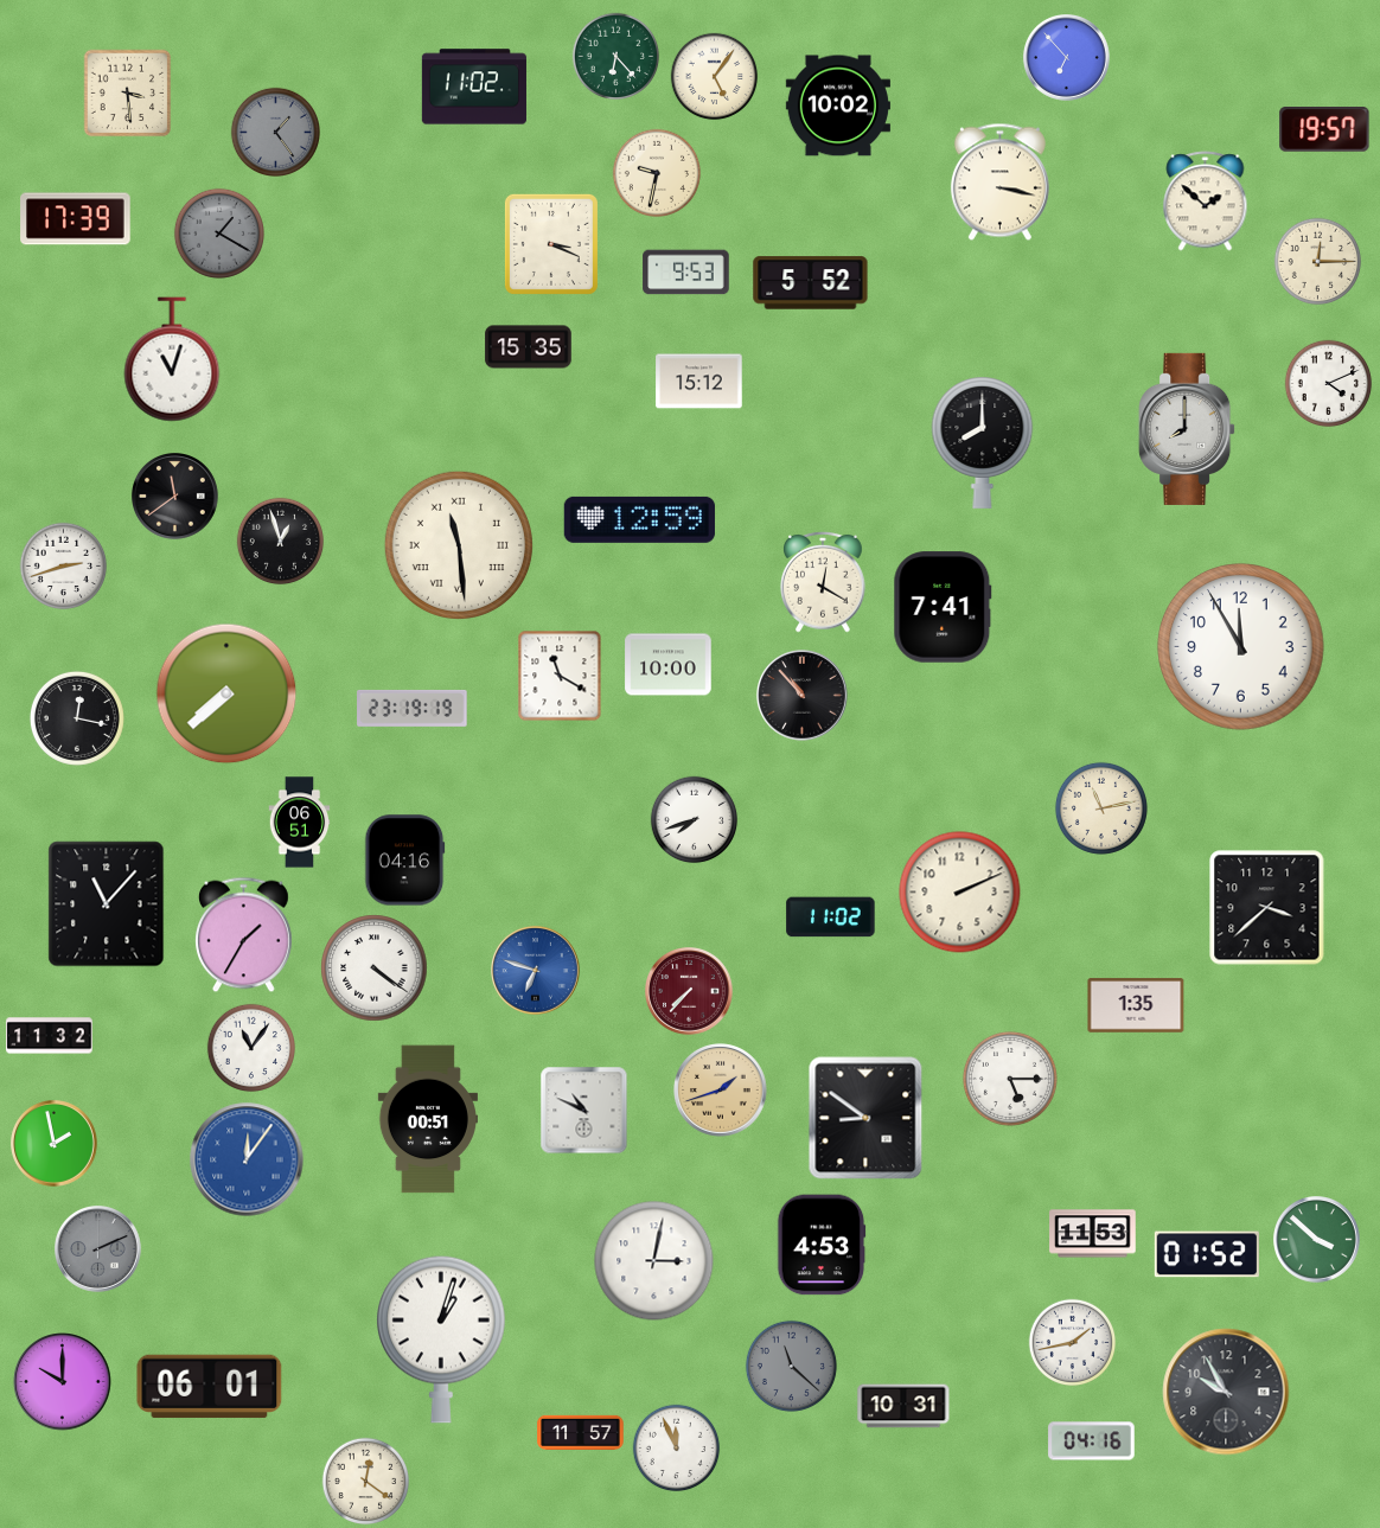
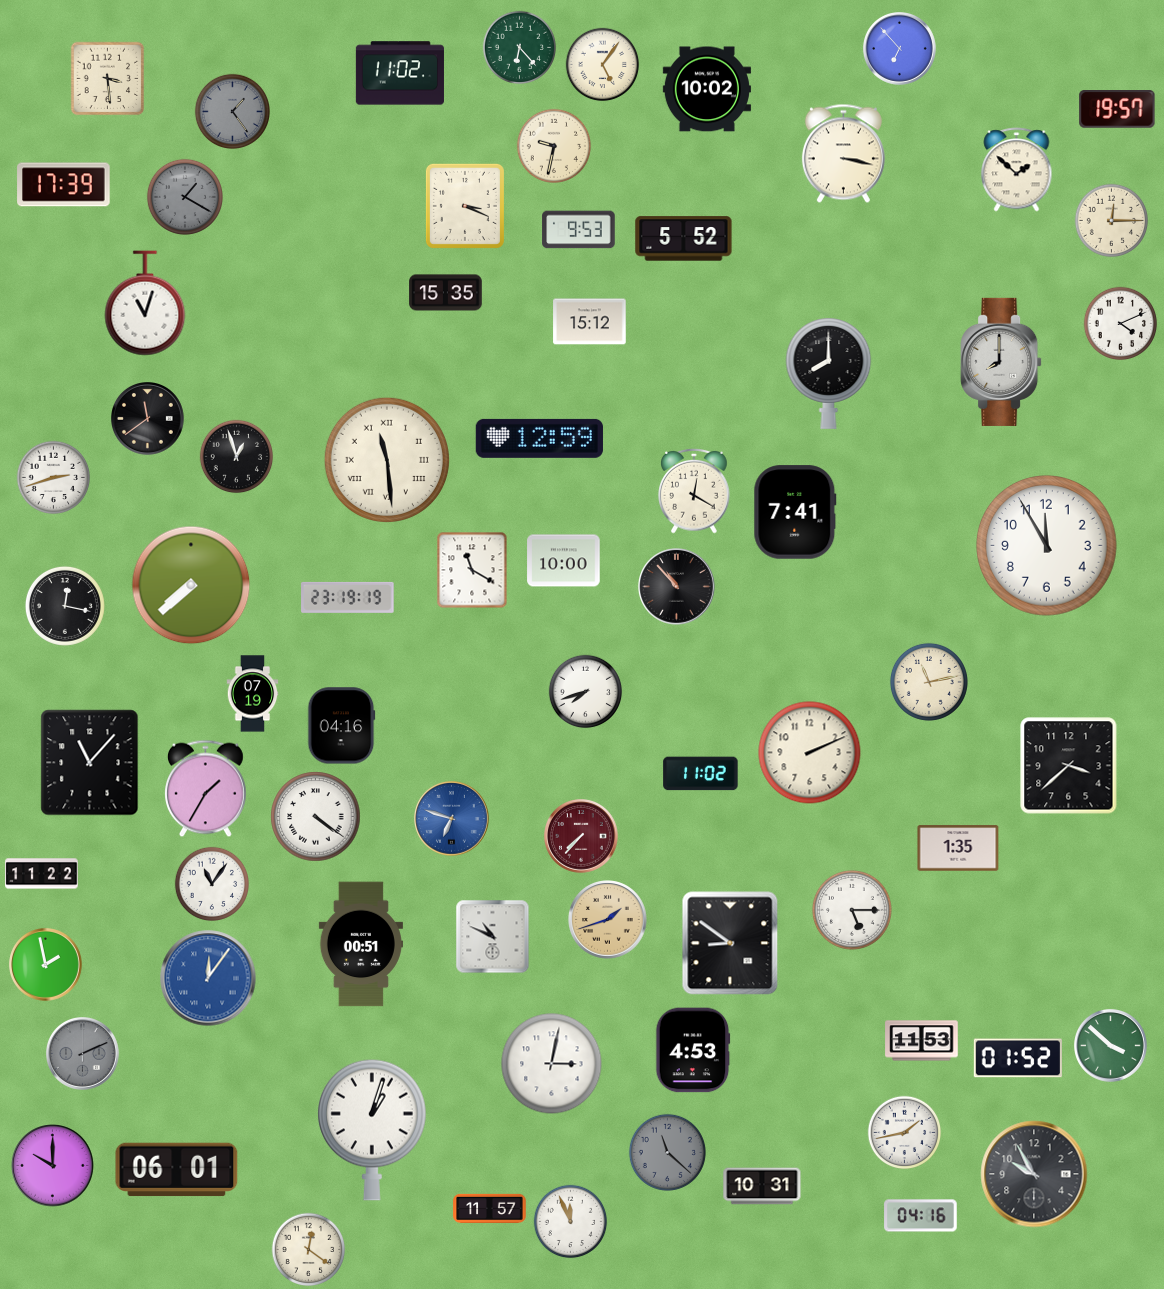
clock at (300, 823): 06:51 -> 07:19
clock at (50, 1036): 11:32 -> 11:22
